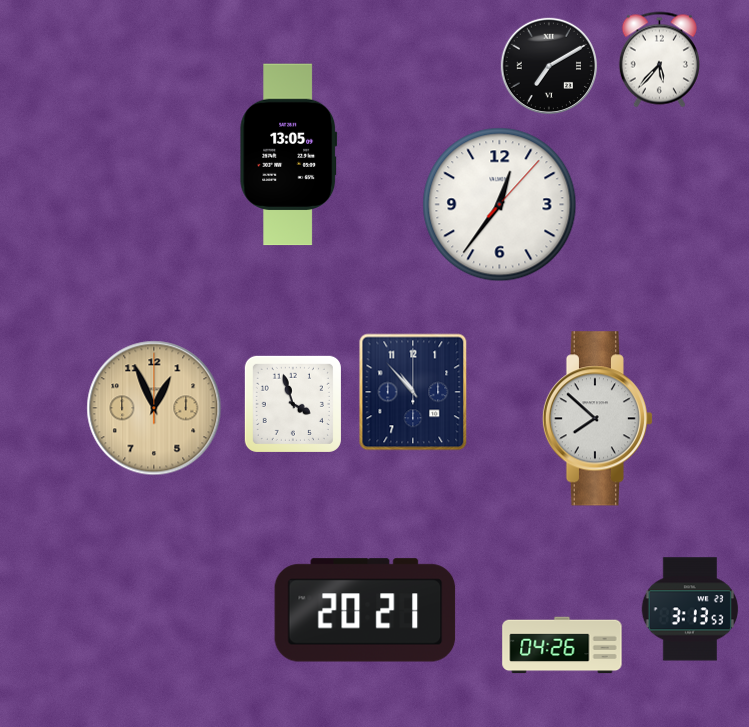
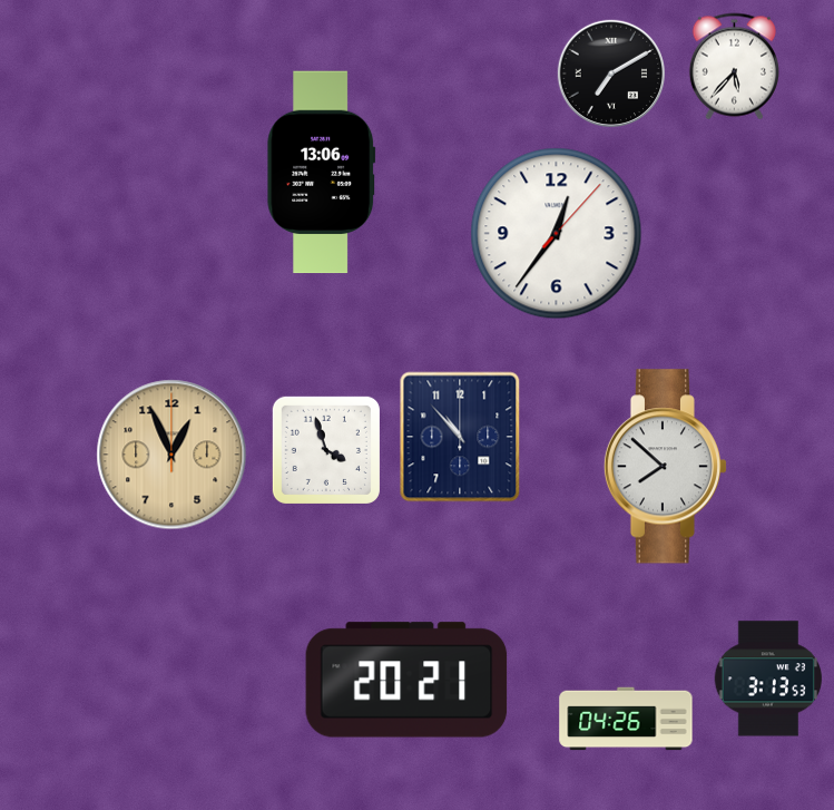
clock at (289, 155): 13:05 -> 13:06
clock at (500, 205) position: (500, 205) -> (557, 234)
